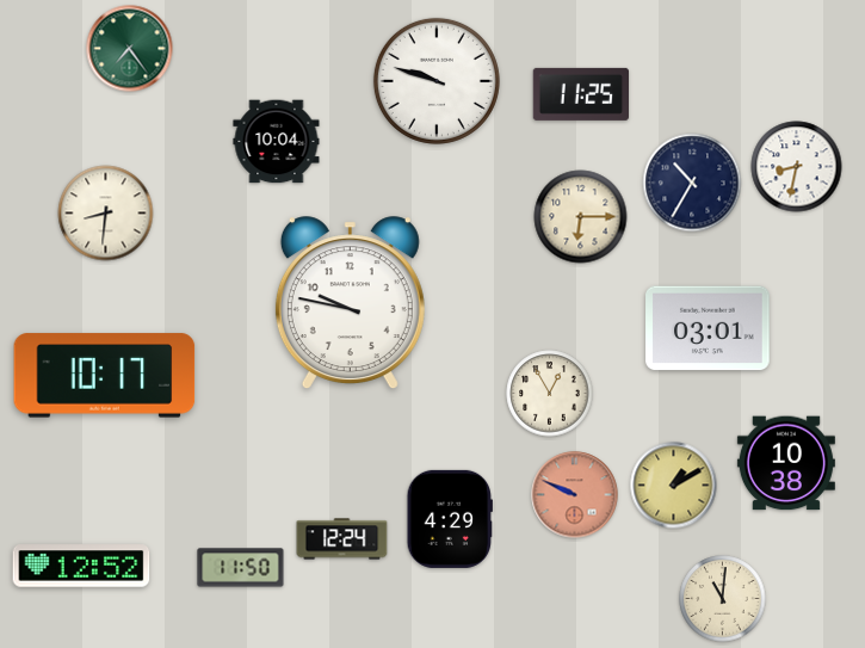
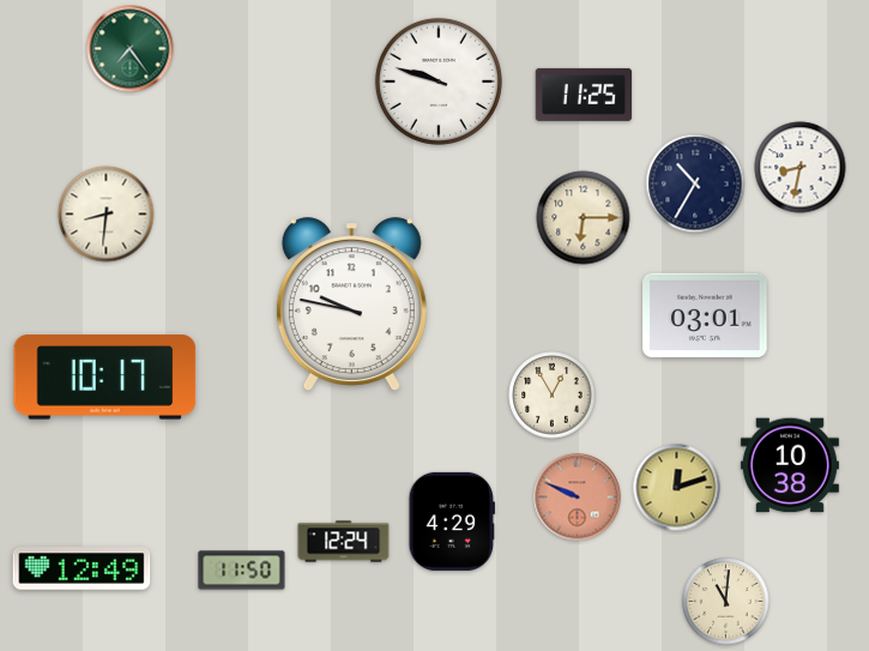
clock at (277, 142): 10:04 -> none
clock at (708, 328) position: (708, 328) -> (705, 315)
clock at (674, 486): 1:10 -> 12:12
clock at (81, 566): 12:52 -> 12:49
